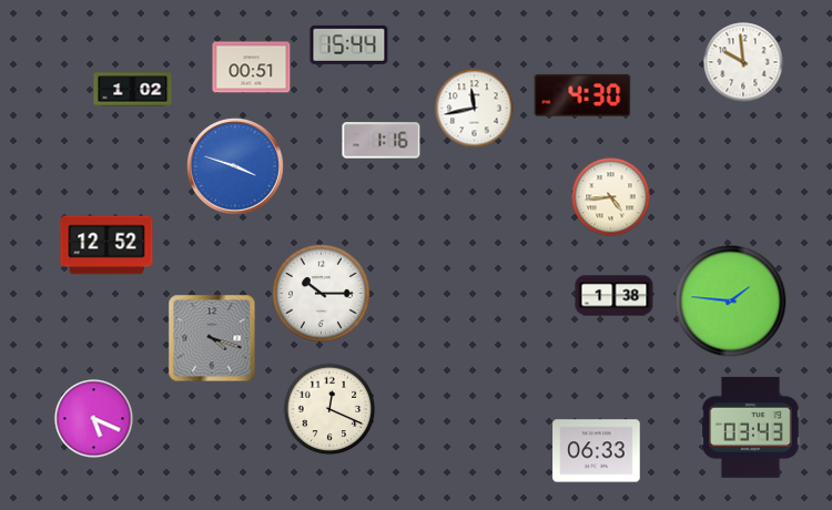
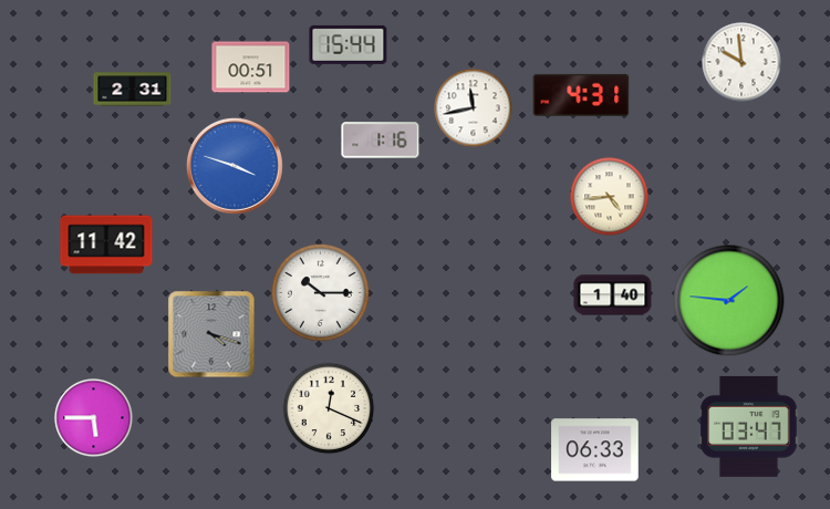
clock at (133, 90): 1:02 -> 2:31
clock at (582, 95): 4:30 -> 4:31
clock at (106, 245): 12:52 -> 11:42
clock at (615, 296): 1:38 -> 1:40
clock at (212, 338) position: (212, 338) -> (211, 334)
clock at (94, 419): 5:19 -> 5:45
clock at (751, 427): 03:43 -> 03:47
